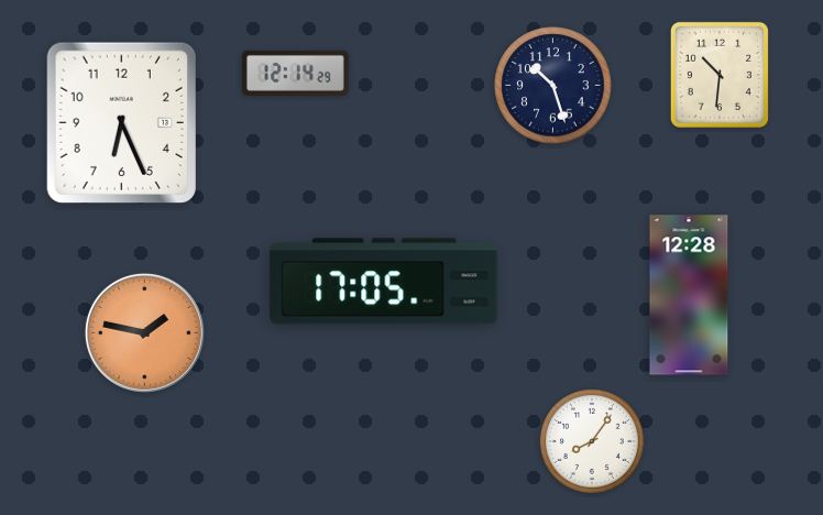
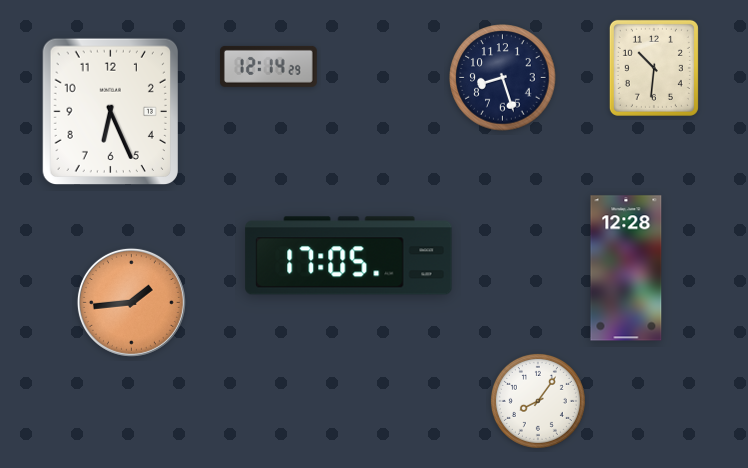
clock at (553, 86): 10:27 -> 8:27
clock at (144, 332): 1:47 -> 1:44
